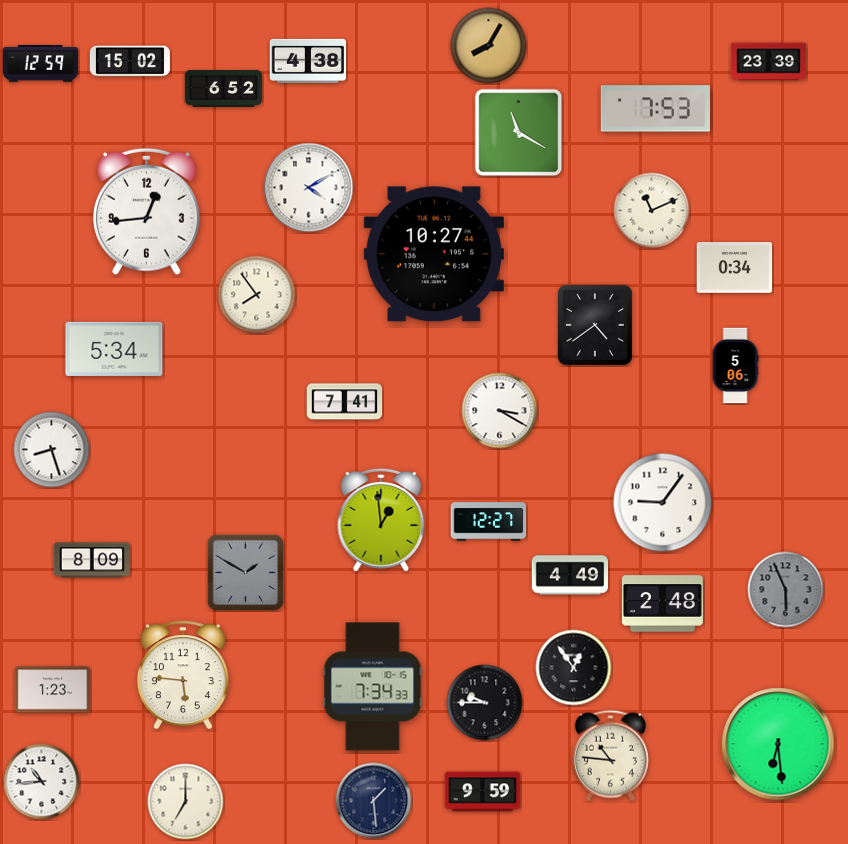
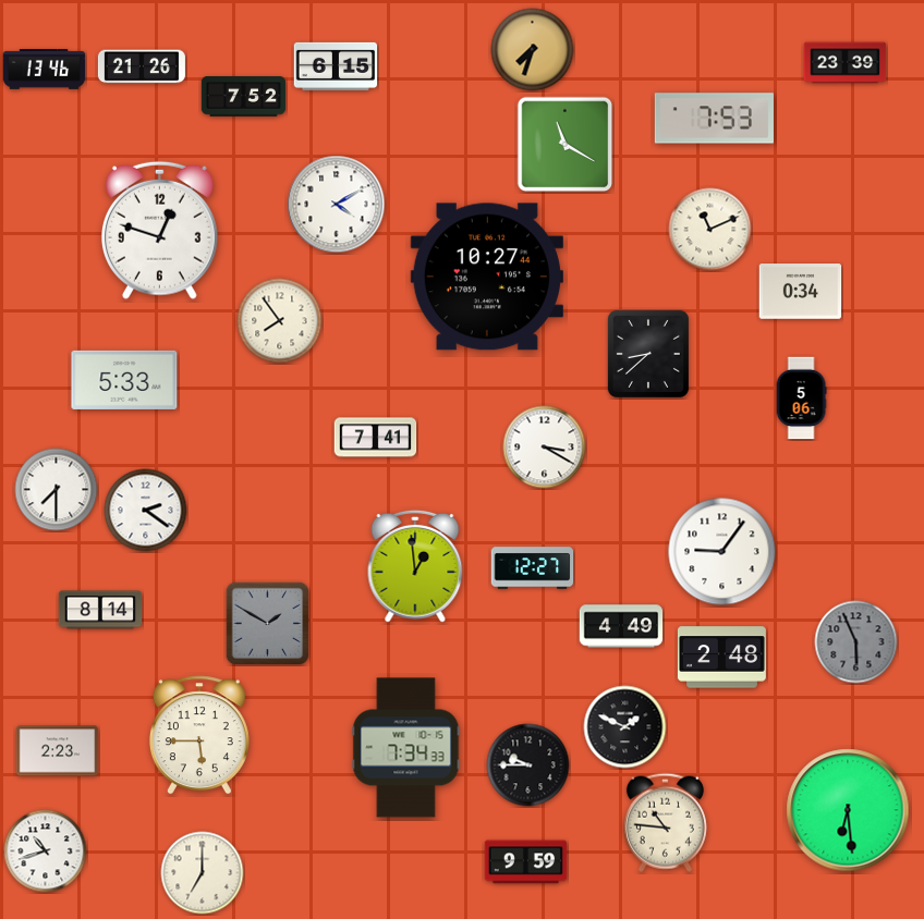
clock at (489, 46): 8:05 -> 7:33
clock at (130, 61): 15:02 -> 21:26
clock at (308, 61): 4:38 -> 6:15
clock at (769, 62) position: (769, 62) -> (846, 63)
clock at (41, 64): 12:59 -> 13:46
clock at (223, 89): 6:52 -> 7:52
clock at (146, 211): 12:44 -> 12:48
clock at (434, 254) position: (434, 254) -> (487, 277)
clock at (595, 325): 4:39 -> 8:38
clock at (114, 349): 5:34 -> 5:33
clock at (52, 450): 8:27 -> 7:30
clock at (146, 511): none -> 2:21
clock at (663, 503) position: (663, 503) -> (722, 552)
clock at (92, 560): 8:09 -> 8:14
clock at (574, 668): 12:54 -> 1:49
clock at (183, 675): 5:46 -> 5:45
clock at (53, 690): 1:23 -> 2:23
clock at (42, 782): 10:44 -> 10:42
clock at (374, 801): 1:29 -> none
